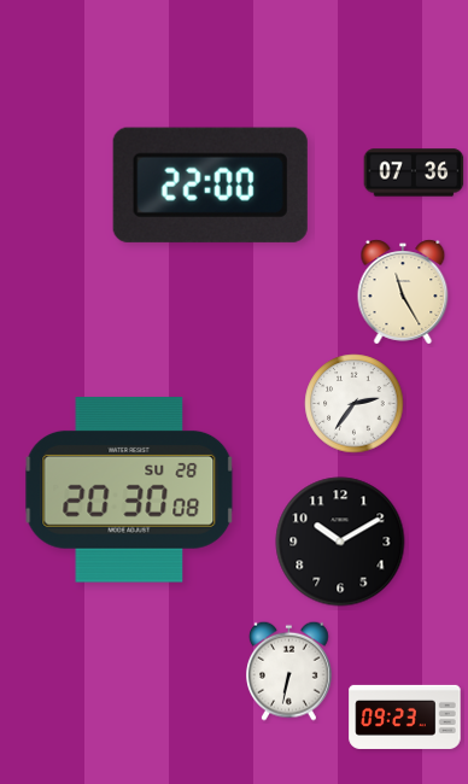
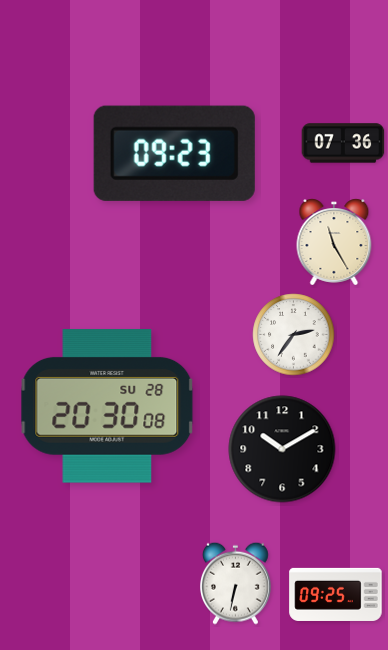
clock at (210, 185): 22:00 -> 09:23
clock at (289, 671) position: (289, 671) -> (236, 583)
clock at (405, 716): 09:23 -> 09:25
